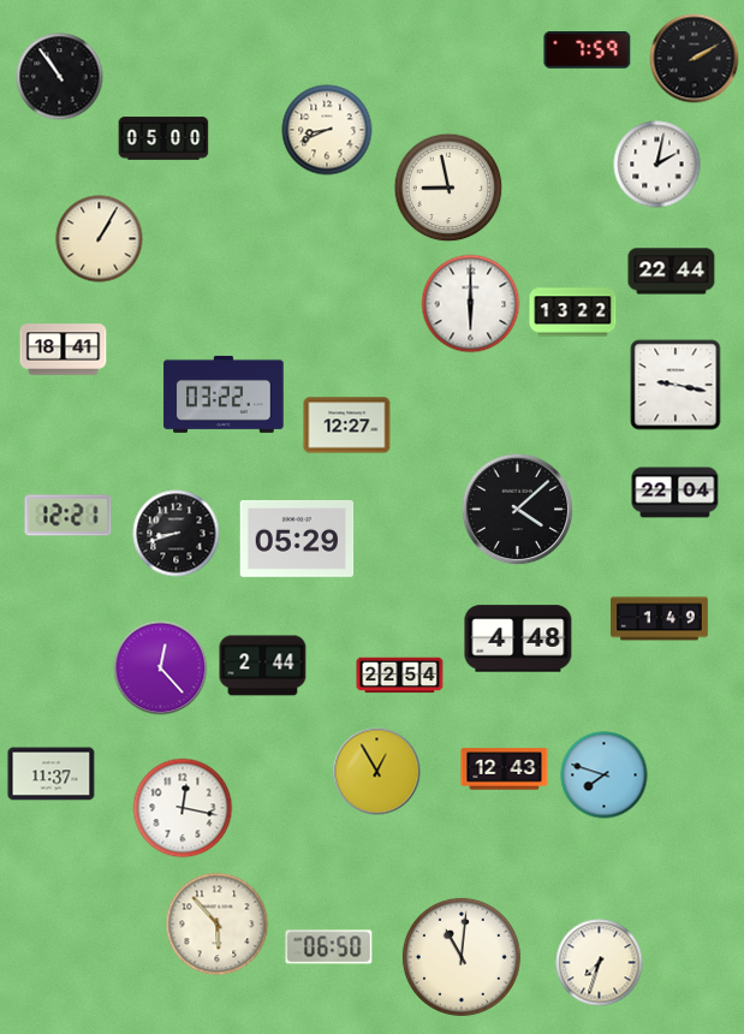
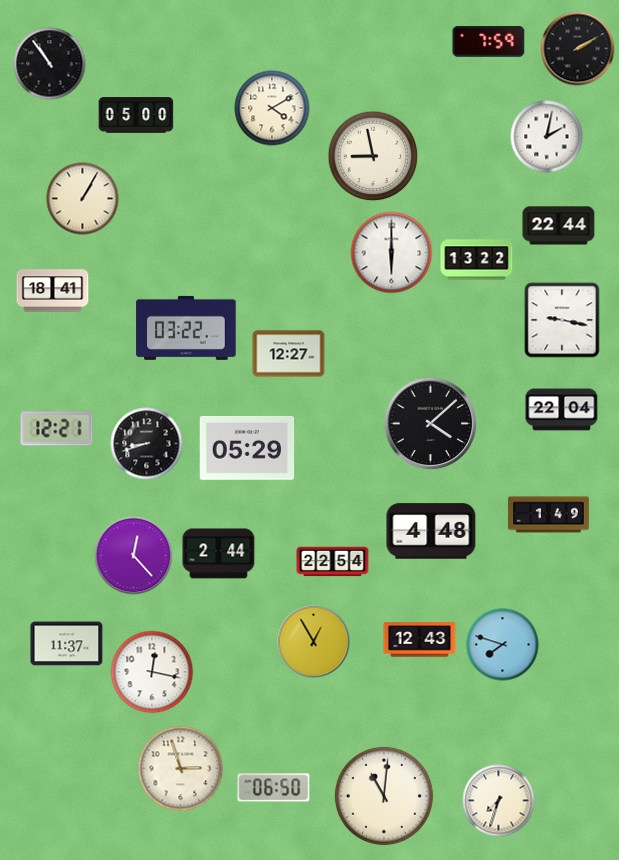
clock at (327, 130): 8:41 -> 4:10
clock at (52, 774) position: (52, 774) -> (67, 644)
clock at (218, 925): 5:53 -> 2:57
